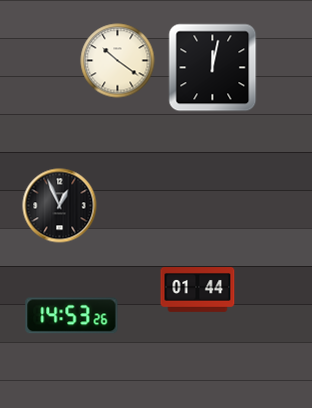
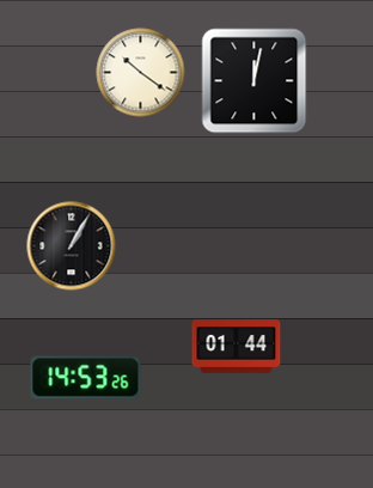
clock at (60, 206): 12:56 -> 1:05
